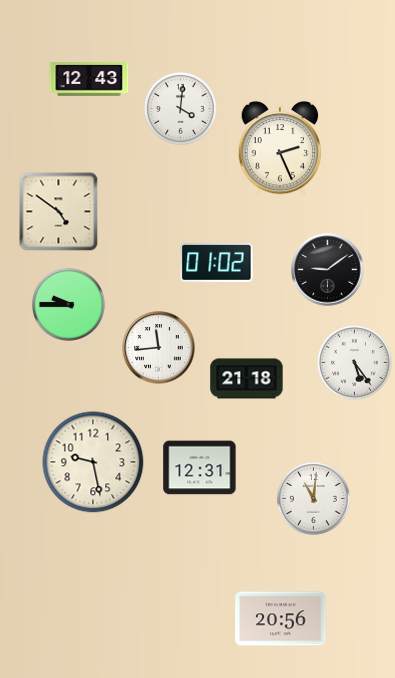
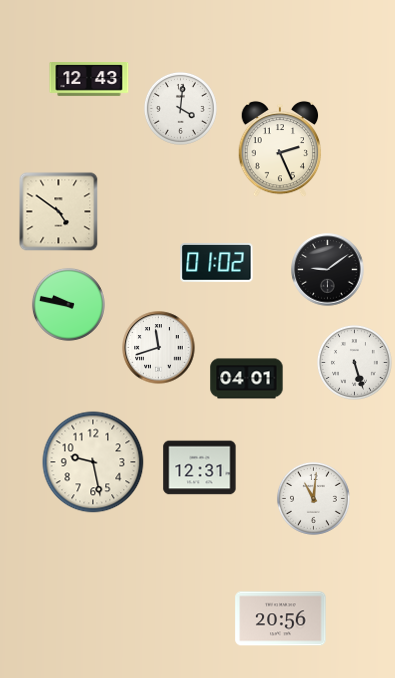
clock at (68, 304): 9:45 -> 9:47
clock at (159, 348): 11:44 -> 11:42
clock at (355, 363): 5:24 -> 5:27
clock at (247, 379): 21:18 -> 04:01
